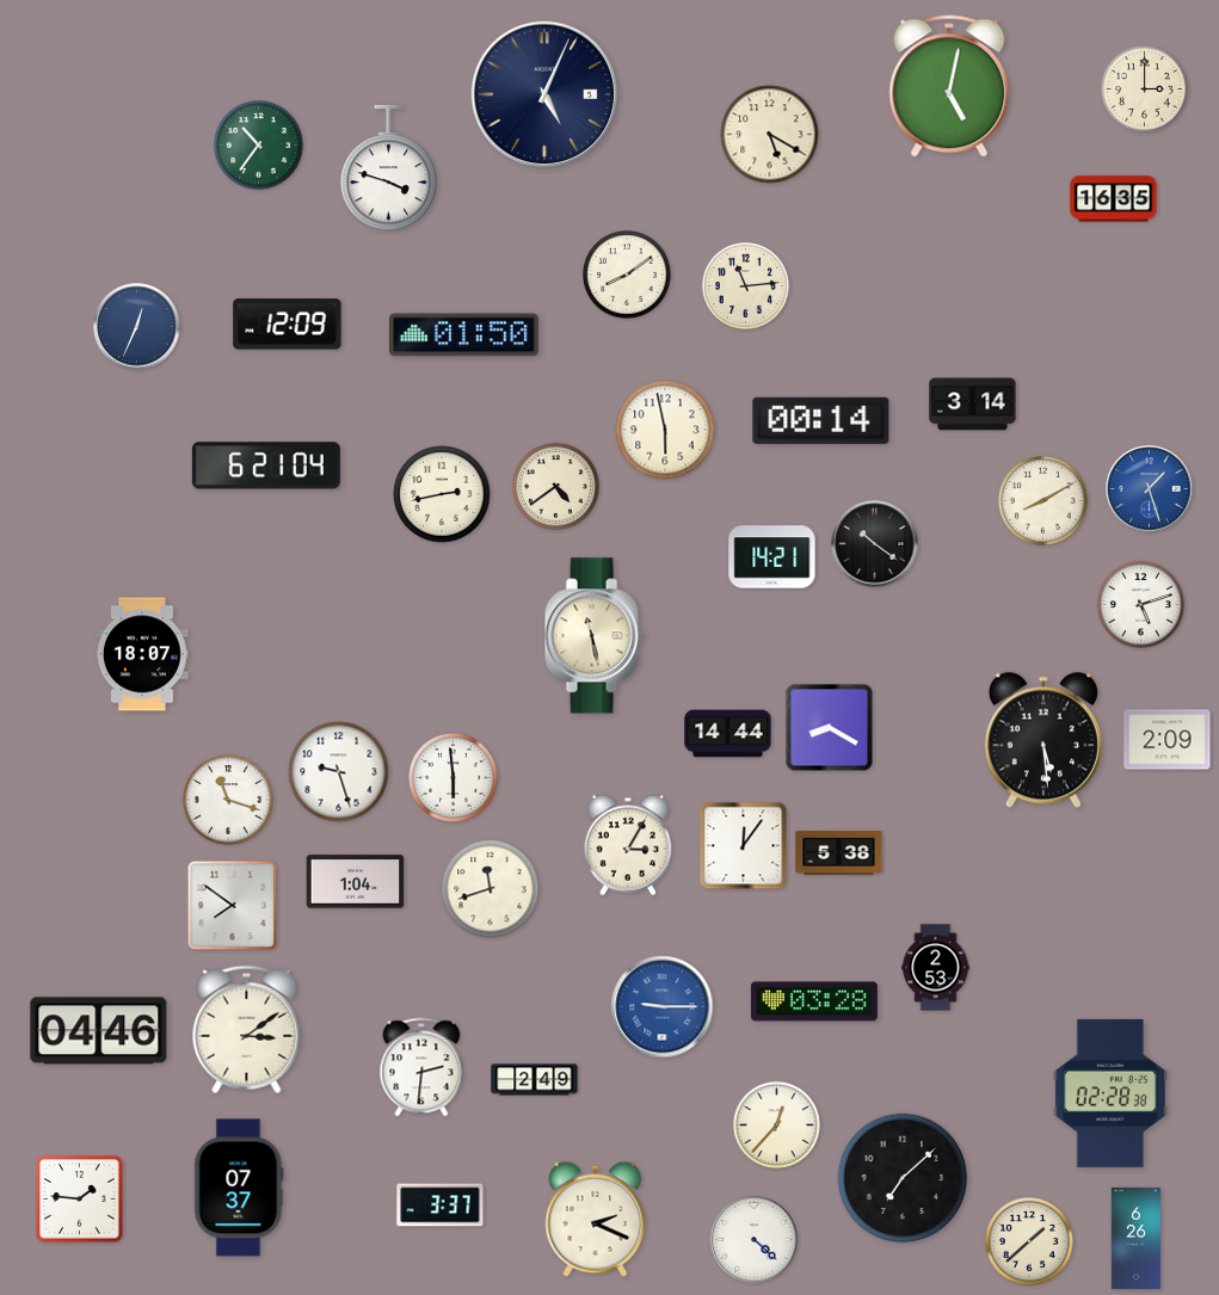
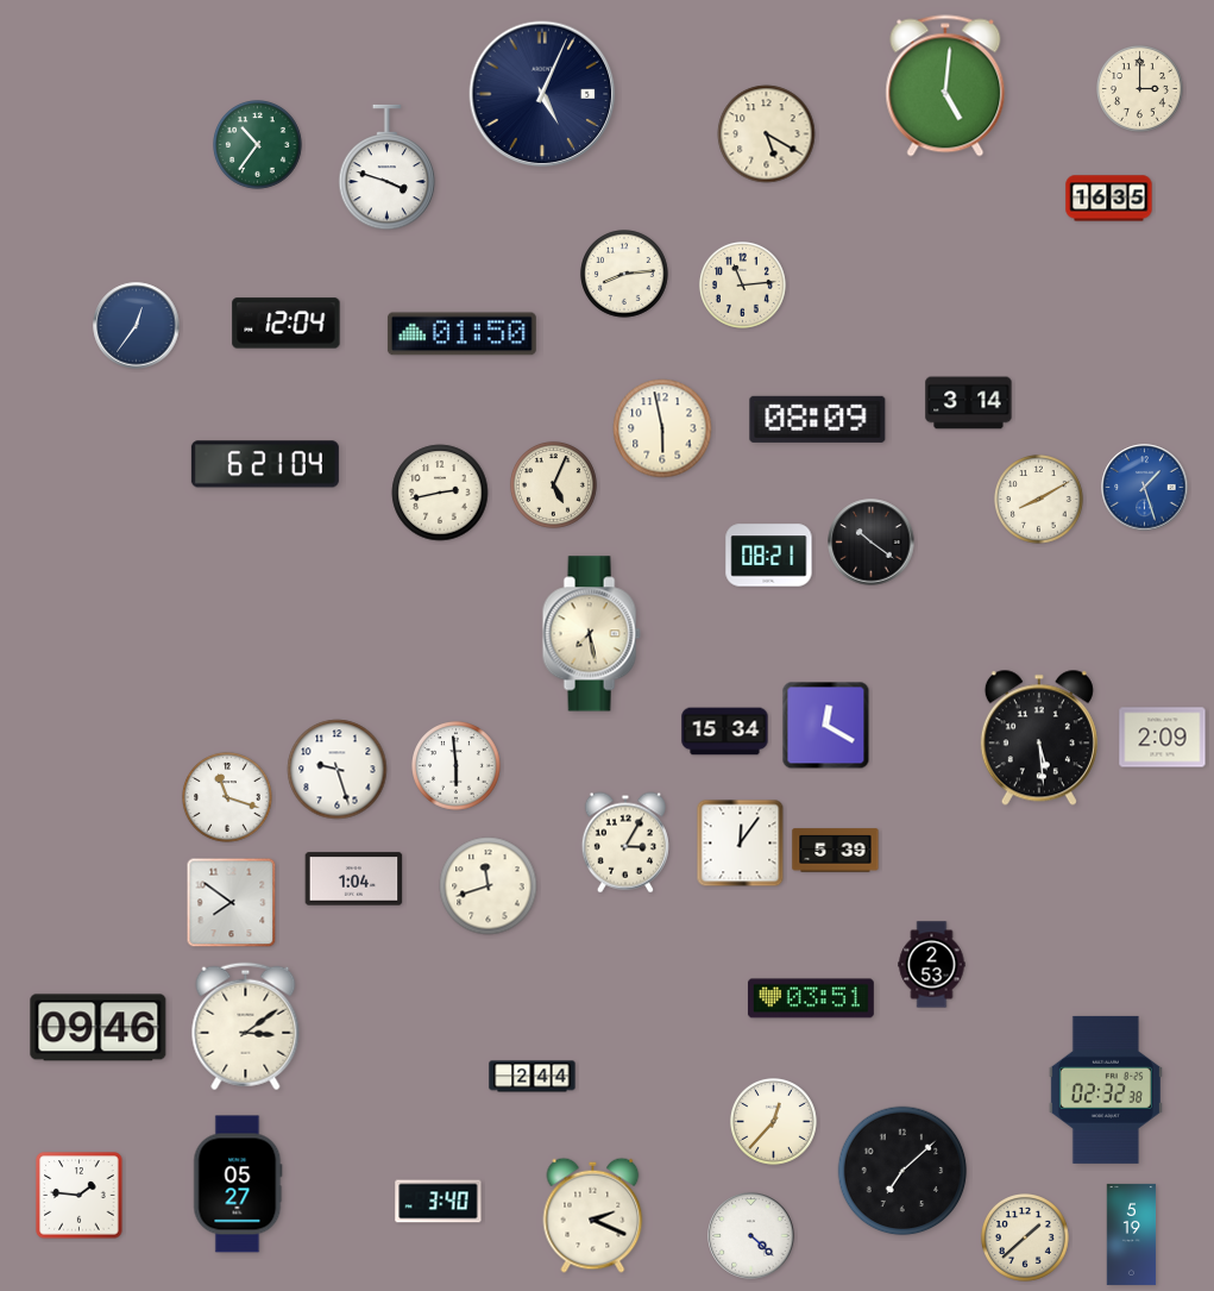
clock at (949, 86): 5:02 -> 5:01
clock at (628, 276): 8:09 -> 8:14
clock at (288, 325): 12:09 -> 12:04
clock at (137, 327): 12:34 -> 12:36
clock at (821, 420): 00:14 -> 08:09
clock at (555, 486): 4:39 -> 5:04
clock at (772, 557): 14:21 -> 08:21
clock at (1140, 604): 5:12 -> none
clock at (593, 636): 11:28 -> 7:28
clock at (143, 654): 18:07 -> none
clock at (830, 728): 8:20 -> 12:20
clock at (728, 734): 14:44 -> 15:34
clock at (454, 778) position: (454, 778) -> (457, 766)
clock at (839, 853): 5:38 -> 5:39
clock at (814, 1001): 03:28 -> 03:51
clock at (663, 1007): 9:15 -> none
clock at (99, 1031): 04:46 -> 09:46
clock at (421, 1067): 2:31 -> none
clock at (535, 1080): 2:49 -> 2:44
clock at (1110, 1093): 02:28 -> 02:32
clock at (903, 1178) position: (903, 1178) -> (902, 1171)
clock at (239, 1188): 07:37 -> 05:27
clock at (441, 1205): 3:37 -> 3:40
clock at (1137, 1238): 6:26 -> 5:19
